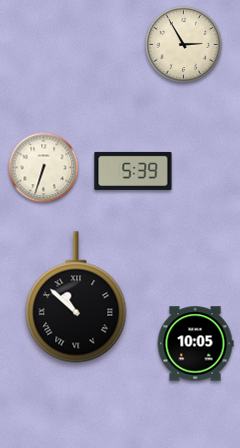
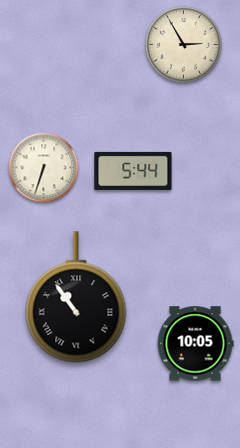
clock at (133, 171): 5:39 -> 5:44
clock at (76, 297): 10:52 -> 10:54
